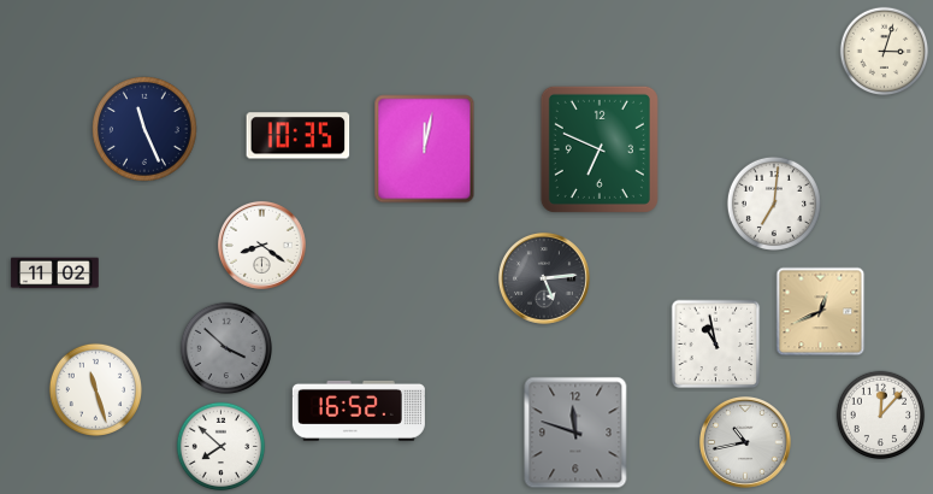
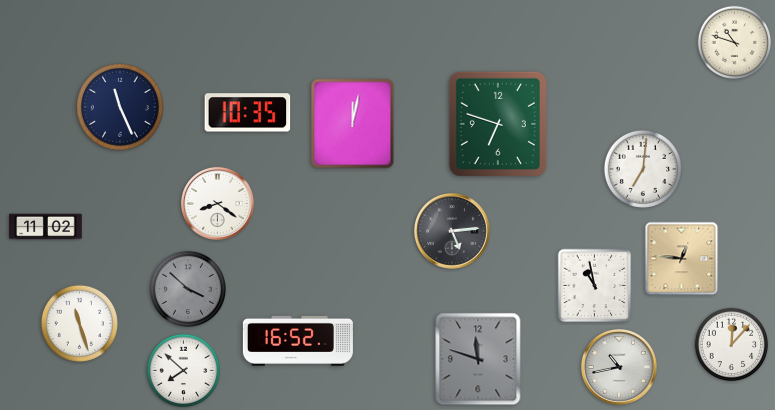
clock at (885, 52): 3:03 -> 10:48
clock at (600, 149): 6:49 -> 6:48
clock at (821, 312): 12:41 -> 12:46
